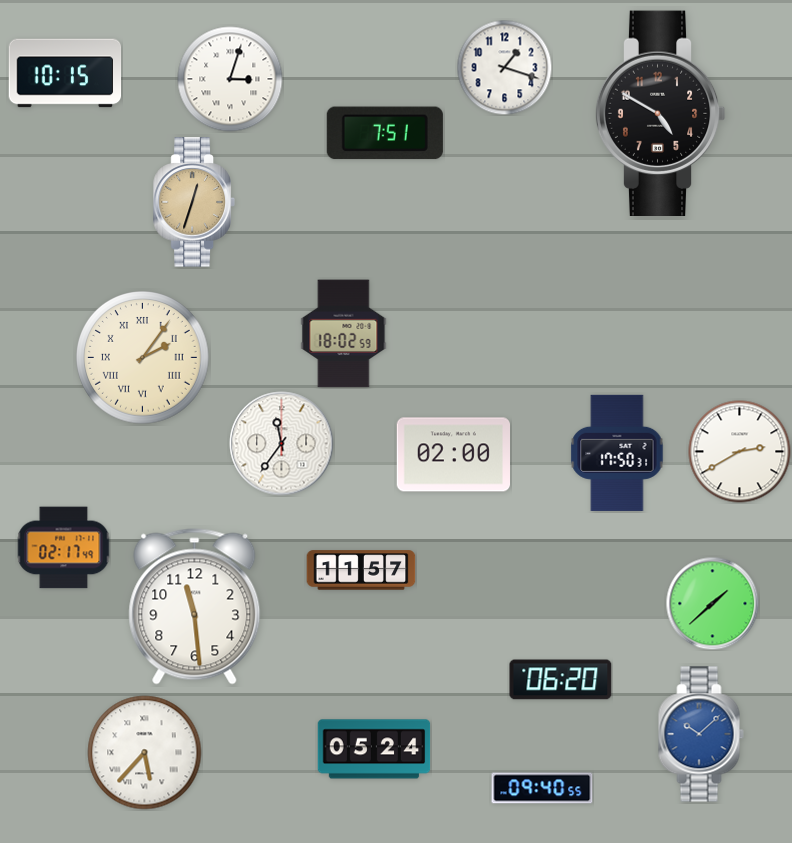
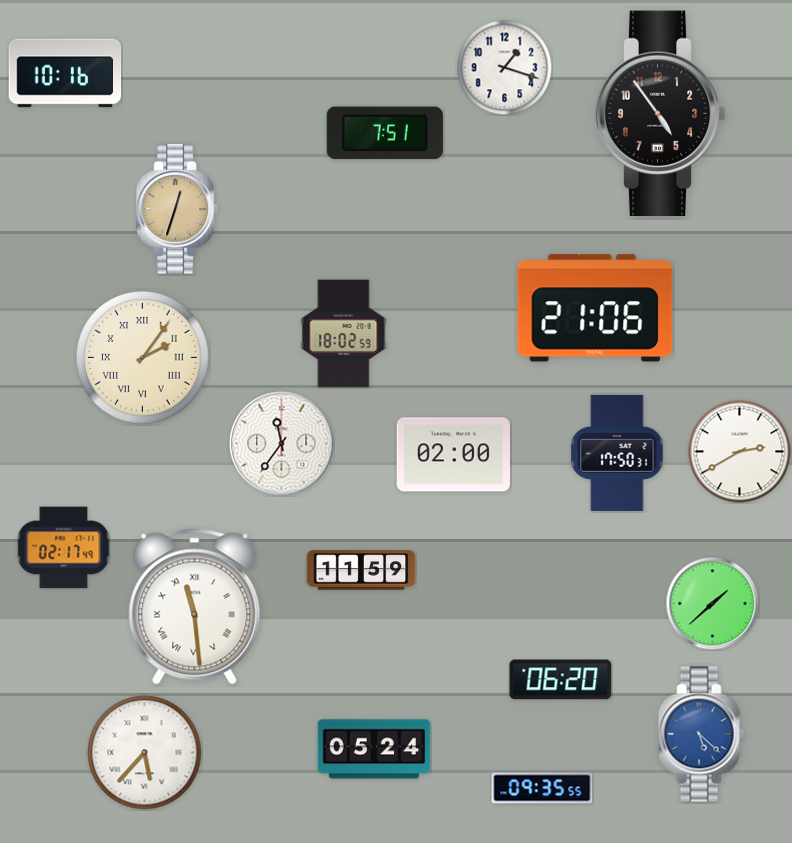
clock at (65, 73): 10:15 -> 10:16
clock at (230, 79): 3:03 -> none
clock at (660, 113): 4:50 -> 4:54
clock at (194, 202) position: (194, 202) -> (177, 209)
clock at (595, 308): none -> 21:06
clock at (361, 570): 11:57 -> 11:59
clock at (195, 607) numerals: Arabic -> Roman
clock at (701, 734): 10:08 -> 5:22
clock at (542, 788): 09:40 -> 09:35
